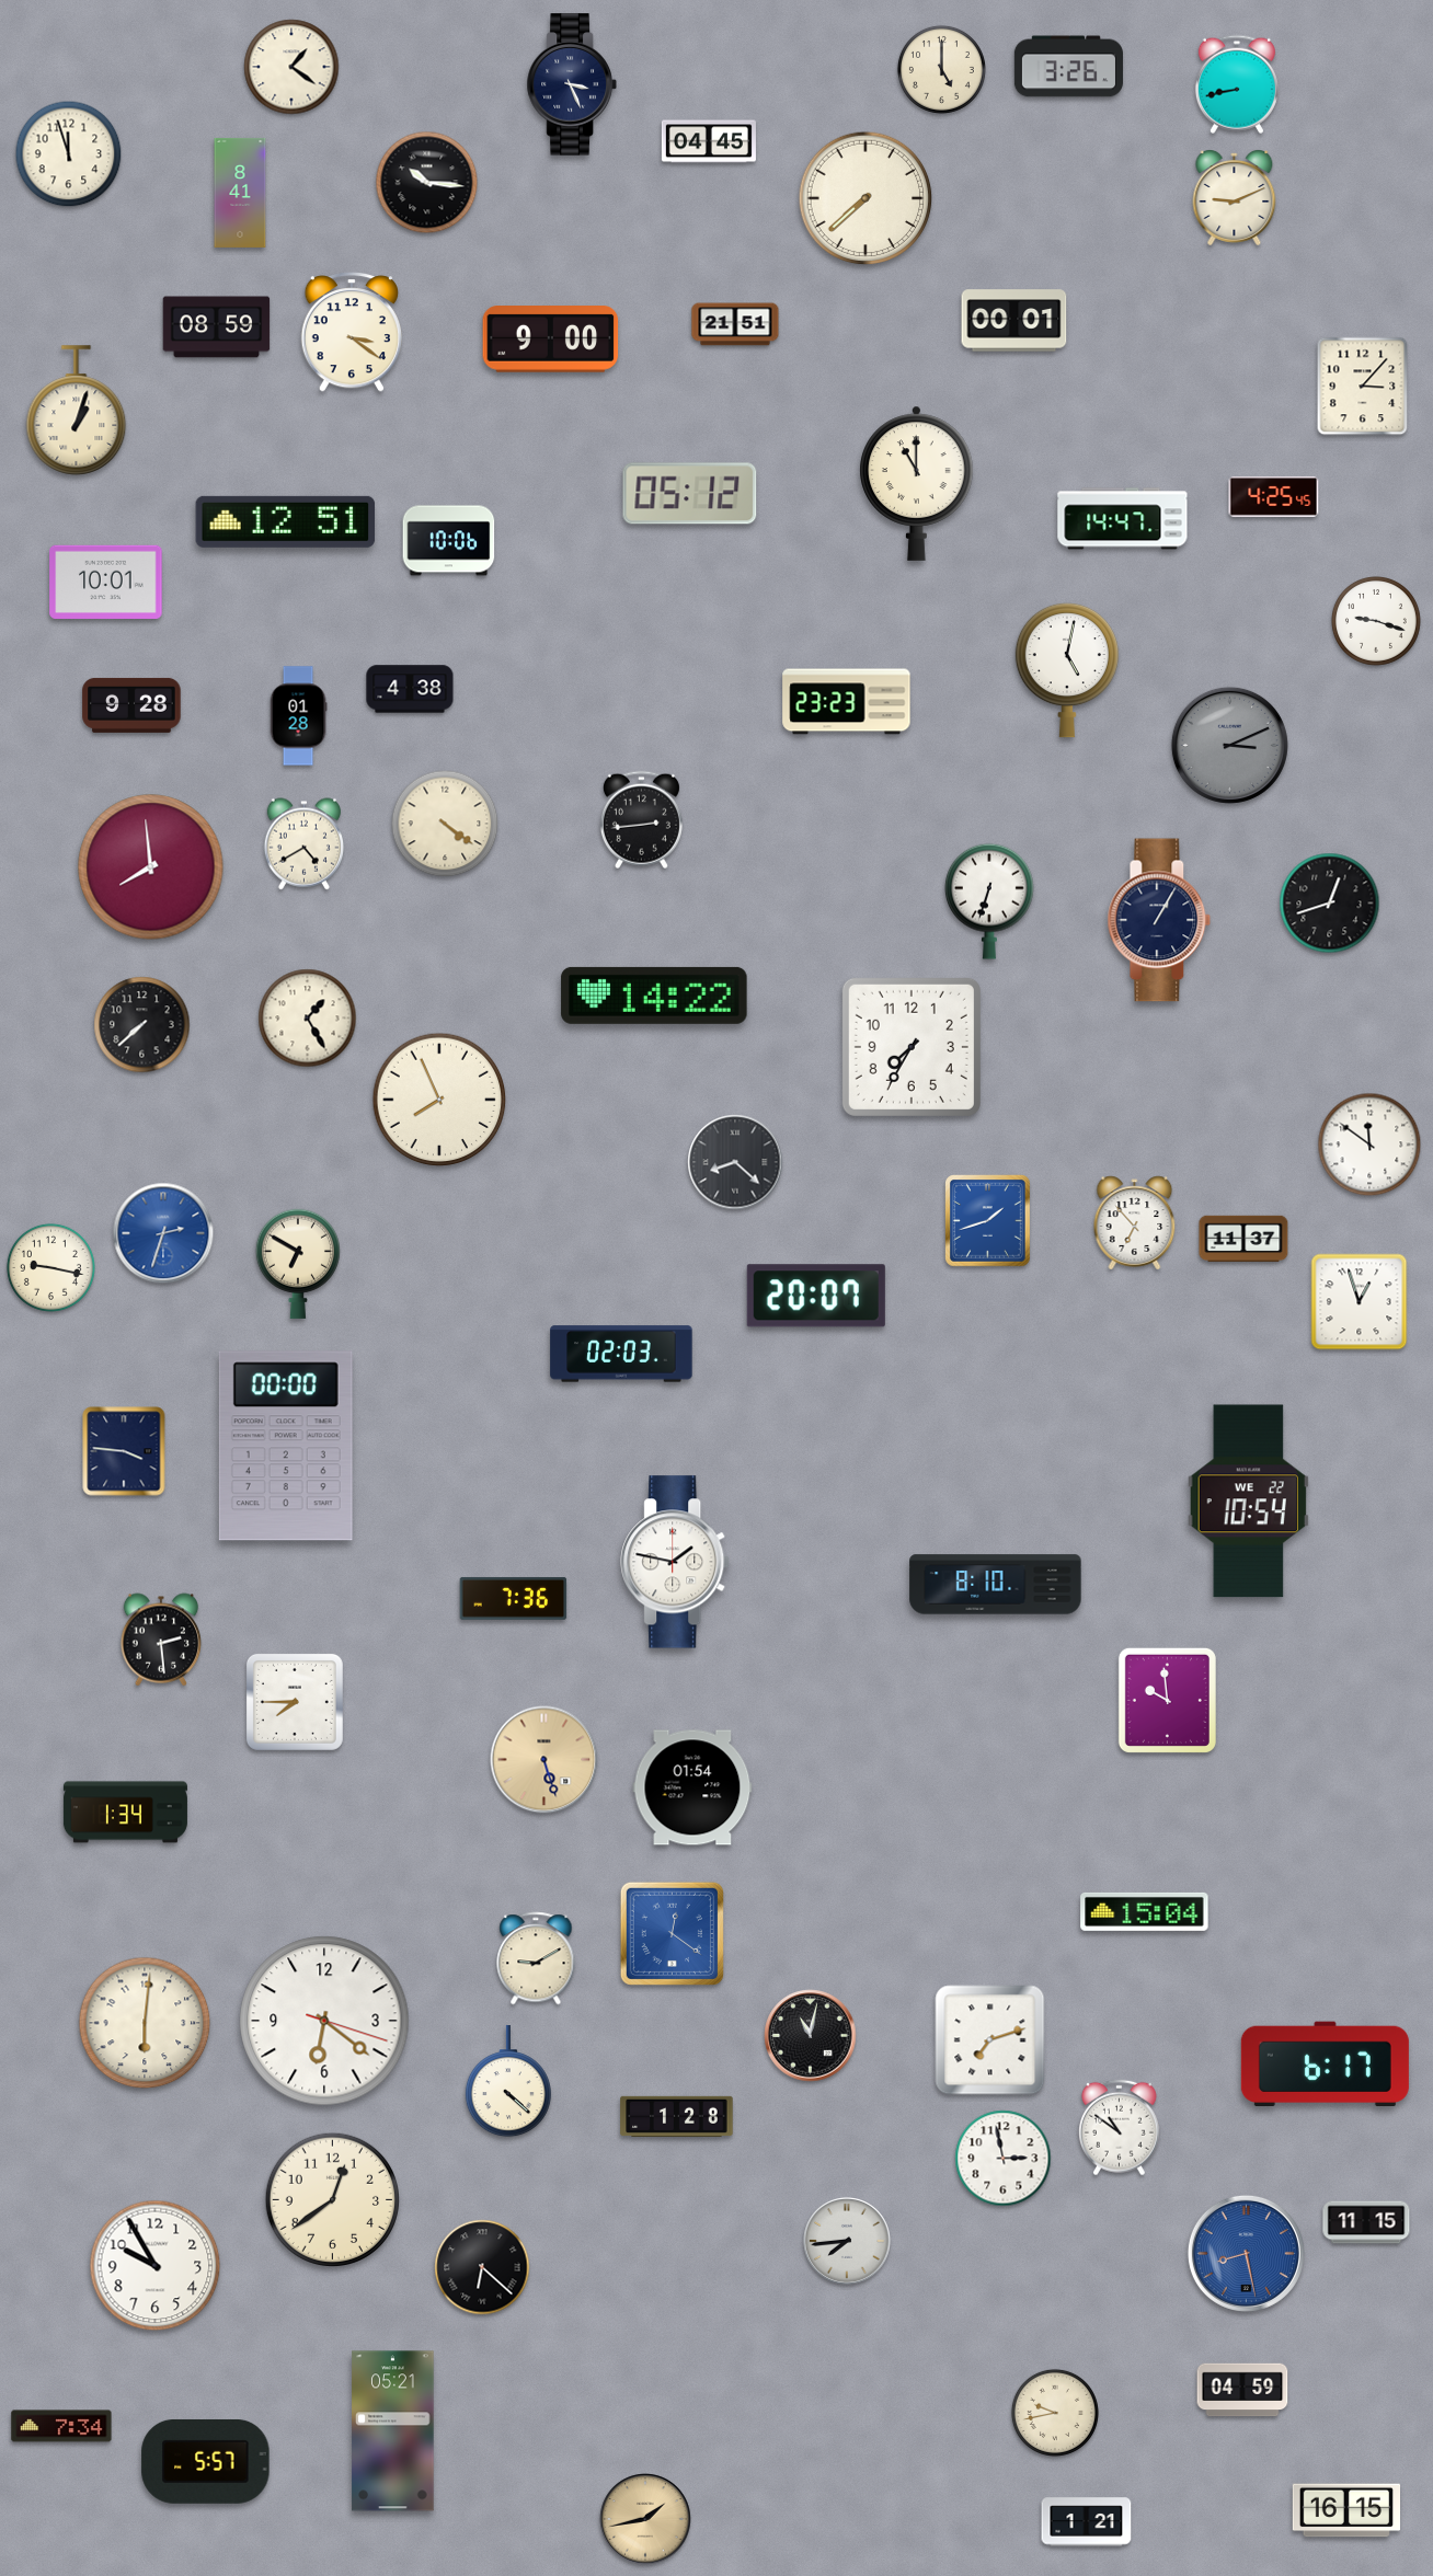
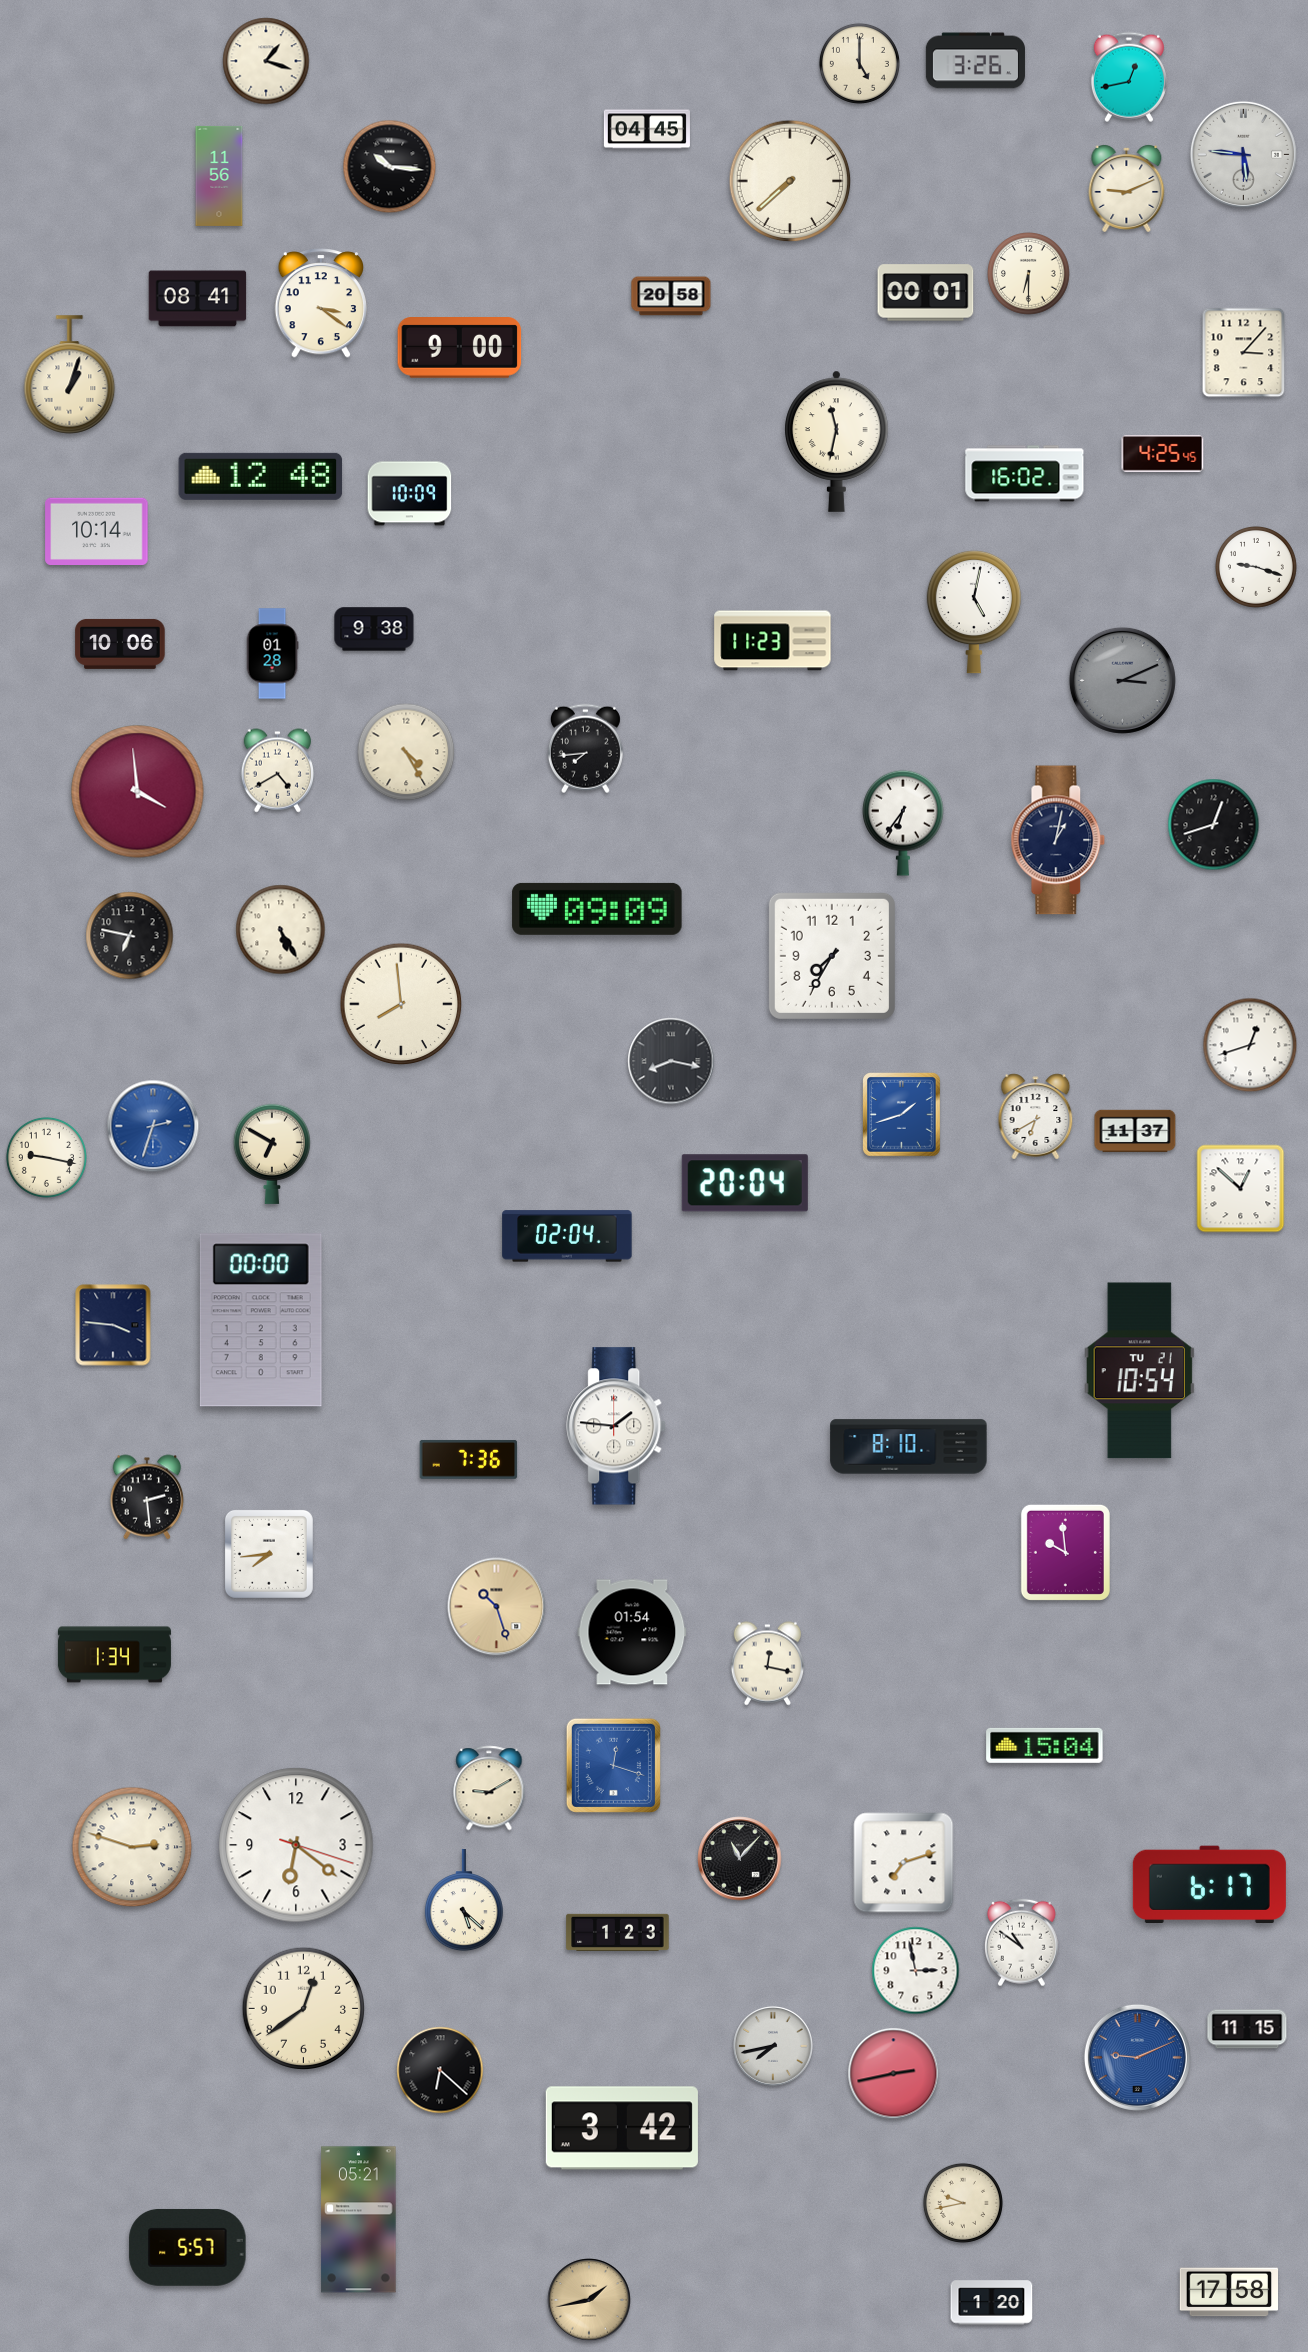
clock at (291, 67): 1:21 -> 1:18
clock at (572, 84): 3:26 -> none
clock at (1237, 84): 8:43 -> 12:43
clock at (69, 154): 11:57 -> none
clock at (1243, 154): none -> 5:46
clock at (240, 193): 8:41 -> 11:56
clock at (1235, 198) position: (1235, 198) -> (1127, 189)
clock at (1029, 274): none -> 6:30
clock at (735, 324): 21:51 -> 20:58
clock at (217, 327): 08:59 -> 08:41
clock at (551, 340) position: (551, 340) -> (460, 348)
clock at (917, 483): 11:00 -> 11:32
clock at (690, 494): 05:12 -> none
clock at (1123, 519): 14:47 -> 16:02
clock at (286, 521): 12:51 -> 12:48
clock at (449, 541): 10:06 -> 10:09
clock at (106, 582): 10:01 -> 10:14
clock at (410, 689): 4:38 -> 9:38
clock at (847, 702): 23:23 -> 11:23
clock at (131, 705): 9:28 -> 10:06
clock at (641, 820): 2:44 -> 7:44
clock at (445, 824): 4:21 -> 4:25
clock at (151, 867): 7:59 -> 3:59
clock at (990, 901): 6:33 -> 6:36
clock at (1159, 920): 1:05 -> 1:02
clock at (654, 996): 14:22 -> 09:09
clock at (308, 1019): 1:25 -> 5:25
clock at (142, 1025): 7:38 -> 6:47
clock at (439, 1100): 7:56 -> 7:59
clock at (1369, 1145): 11:51 -> 12:42
clock at (735, 1162): 8:22 -> 8:17
clock at (1135, 1223): 6:53 -> 6:40
clock at (163, 1233) position: (163, 1233) -> (153, 1126)
clock at (816, 1296): 20:07 -> 20:04
clock at (1360, 1302): 12:57 -> 12:52
clock at (621, 1354): 02:03 -> 02:04
clock at (1248, 1502) date: WE 22 -> TU 21
clock at (676, 1562): 1:47 -> 1:46
clock at (295, 1702): 7:45 -> 7:44
clock at (544, 1760): 5:27 -> 10:27
clock at (767, 1664): none -> 12:17
clock at (672, 1933): 12:21 -> 12:18
clock at (145, 2023): 6:01 -> 2:48
clock at (811, 2036): 11:02 -> 11:07
clock at (508, 2082): 4:22 -> 5:22
clock at (677, 2116): 1:28 -> 1:23
clock at (848, 2242): 7:44 -> 7:43
clock at (1246, 2253): 8:28 -> 9:11
clock at (156, 2266): 9:55 -> none
clock at (894, 2074): none -> 2:43
clock at (622, 2128): none -> 3:42
clock at (1242, 2390): 04:59 -> none
clock at (61, 2426): 7:34 -> none
clock at (1345, 2510): 16:15 -> 17:58
clock at (1087, 2522): 1:21 -> 1:20
